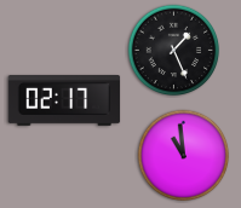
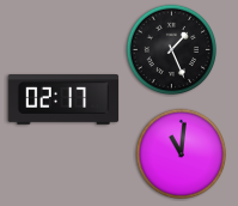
clock at (184, 156): 10:59 -> 11:01
